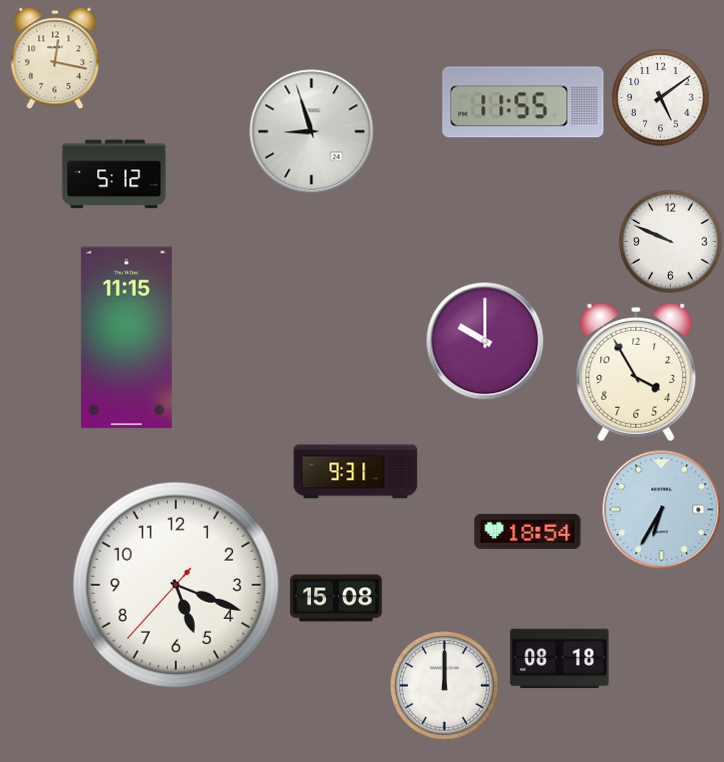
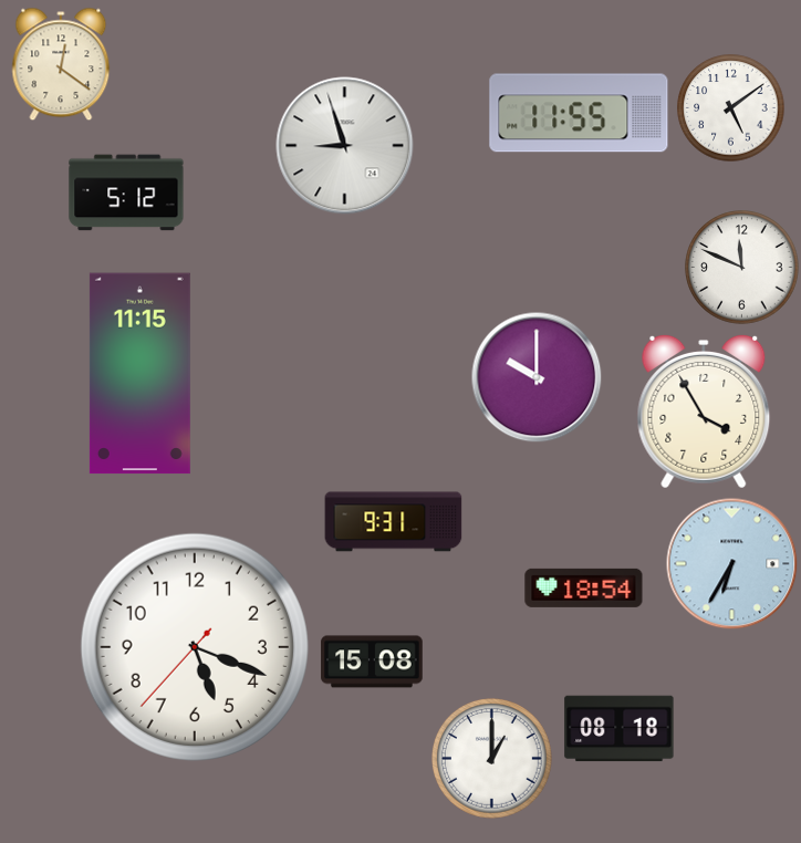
clock at (55, 58): 12:17 -> 12:21
clock at (671, 242): 9:49 -> 11:49
clock at (444, 685): 12:00 -> 1:00
